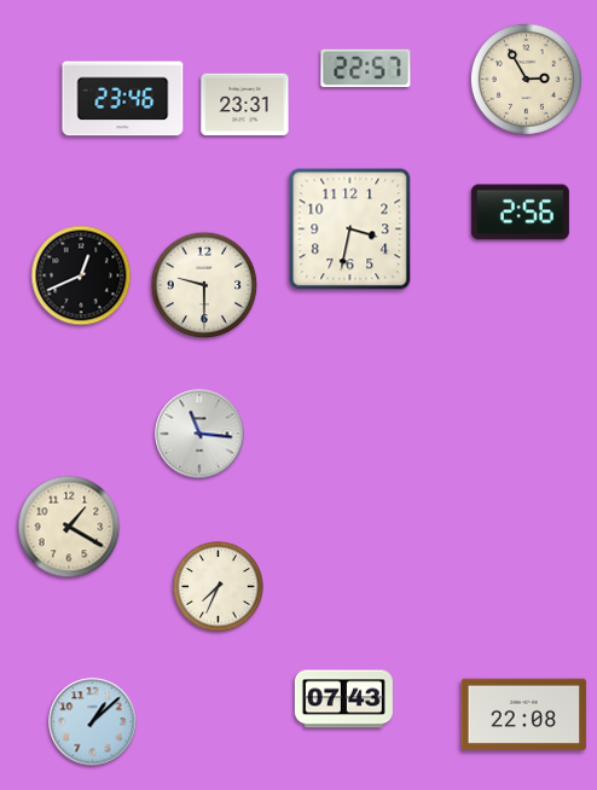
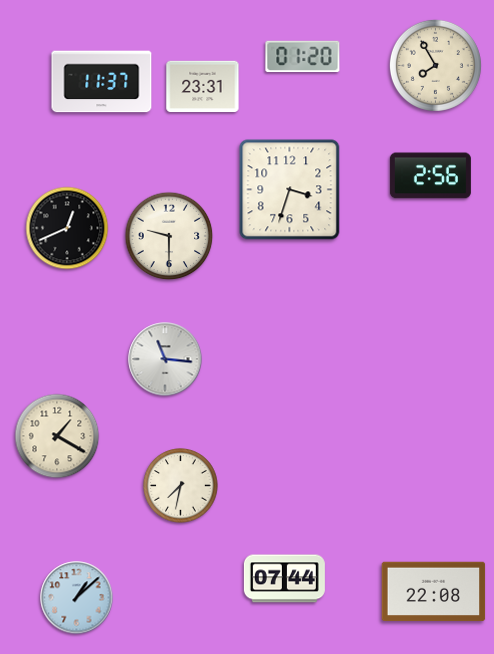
clock at (366, 69): 22:57 -> 01:20
clock at (526, 79): 2:55 -> 7:55
clock at (123, 99): 23:46 -> 11:37
clock at (350, 230): 3:32 -> 3:33
clock at (219, 587): 7:34 -> 7:32
clock at (343, 699): 07:43 -> 07:44
